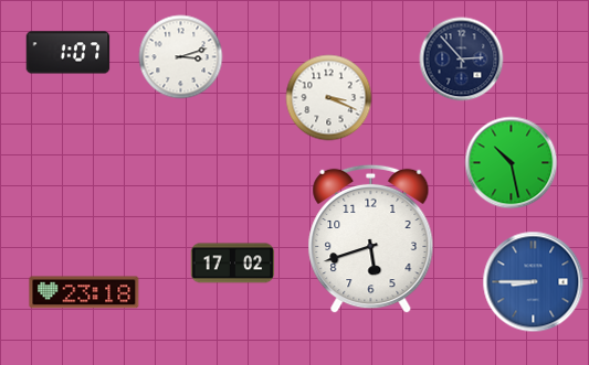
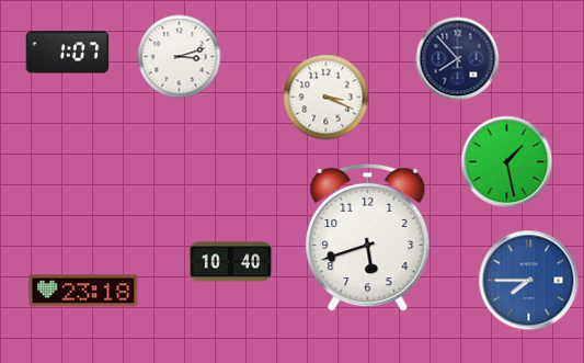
clock at (462, 60): 2:53 -> 7:53
clock at (512, 163): 10:28 -> 1:28
clock at (233, 264): 17:02 -> 10:40
clock at (534, 282): 8:45 -> 7:45
